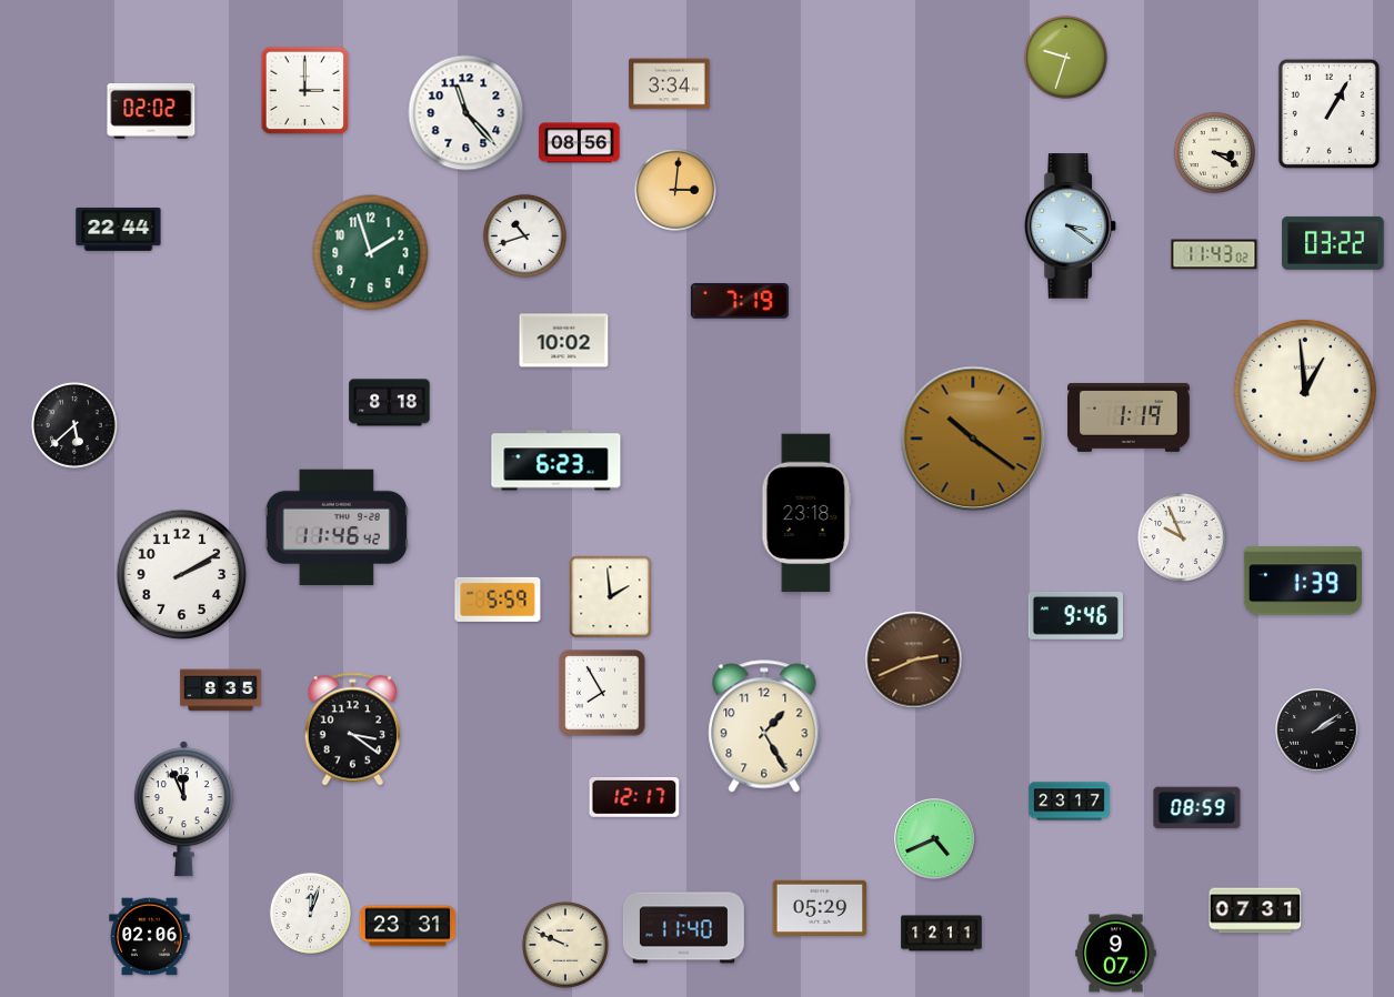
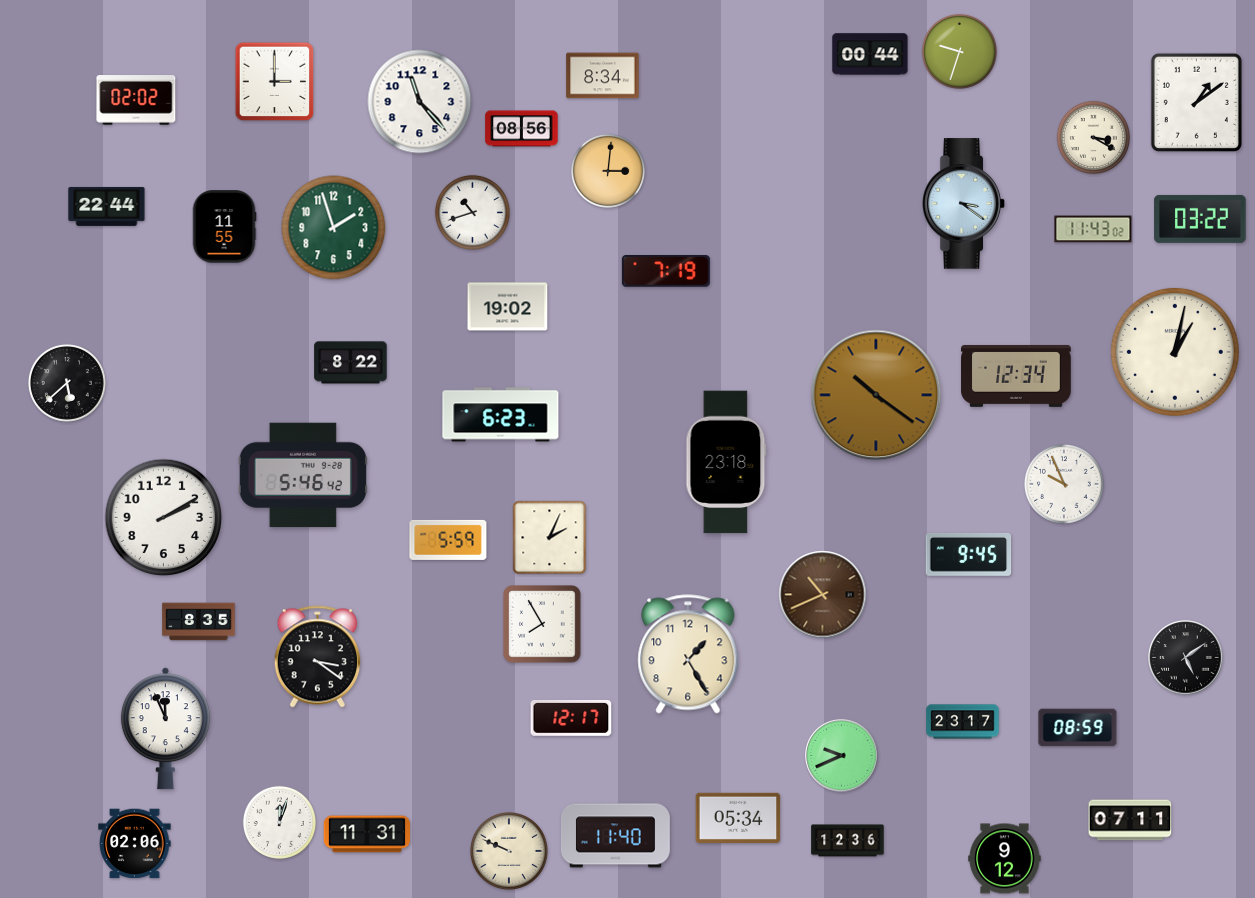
clock at (870, 54): none -> 00:44
clock at (670, 84): 3:34 -> 8:34
clock at (1328, 113): 1:05 -> 1:09
clock at (224, 227): none -> 11:55
clock at (564, 341): 10:02 -> 19:02
clock at (1305, 391): 12:59 -> 1:02
clock at (390, 403): 8:18 -> 8:22
clock at (1129, 417): 1:19 -> 12:34
clock at (337, 527): 11:46 -> 5:46
clock at (1303, 581): 1:39 -> none
clock at (611, 597): 1:59 -> 2:04
clock at (1076, 615): 9:46 -> 9:45
clock at (914, 661): 2:41 -> 10:41
clock at (1317, 731): 2:09 -> 5:09
clock at (935, 839): 4:41 -> 9:41
clock at (820, 907): 05:29 -> 05:34
clock at (1255, 910): 07:31 -> 07:11
clock at (407, 926): 23:31 -> 11:31
clock at (942, 934): 12:11 -> 12:36
clock at (1116, 954): 9:07 -> 9:12
